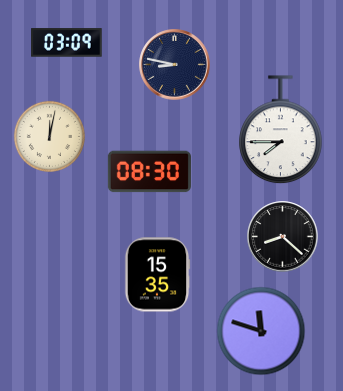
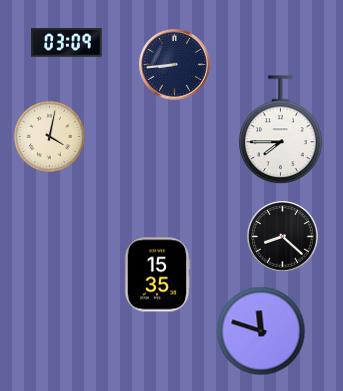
clock at (175, 65): 8:47 -> 8:44
clock at (49, 136): 12:02 -> 4:02
clock at (149, 172): 08:30 -> none
